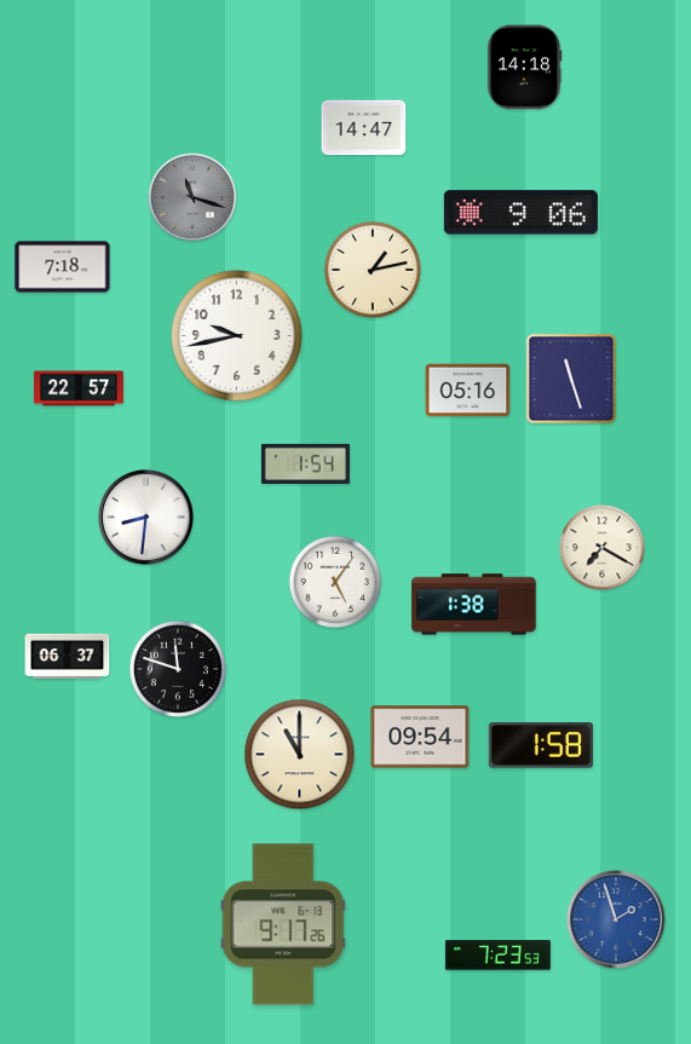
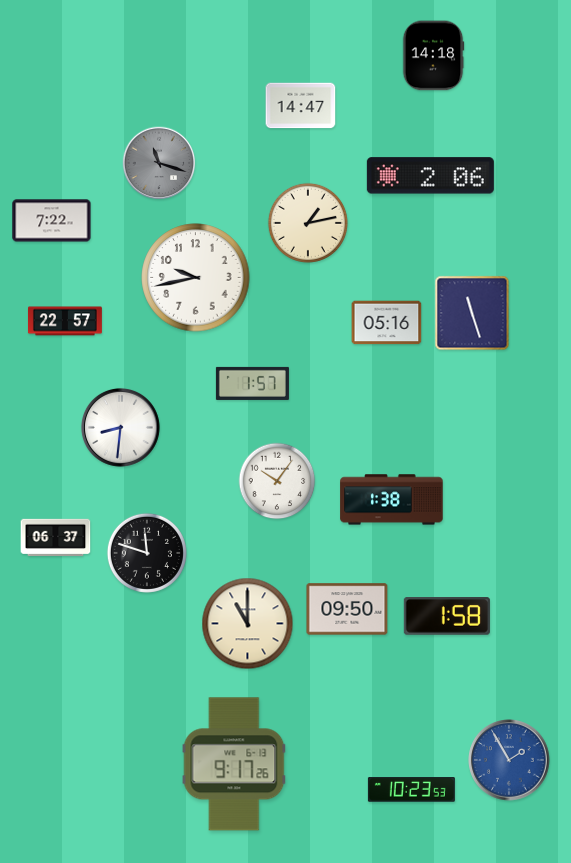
clock at (520, 213): 9:06 -> 2:06
clock at (63, 267): 7:18 -> 7:22
clock at (305, 463): 1:54 -> 1:57
clock at (603, 548): 7:20 -> none
clock at (335, 582): 5:06 -> 10:06
clock at (68, 657) position: (68, 657) -> (56, 538)
clock at (420, 737): 09:54 -> 09:50
clock at (616, 919): 1:57 -> 1:55
clock at (497, 956): 7:23 -> 10:23
